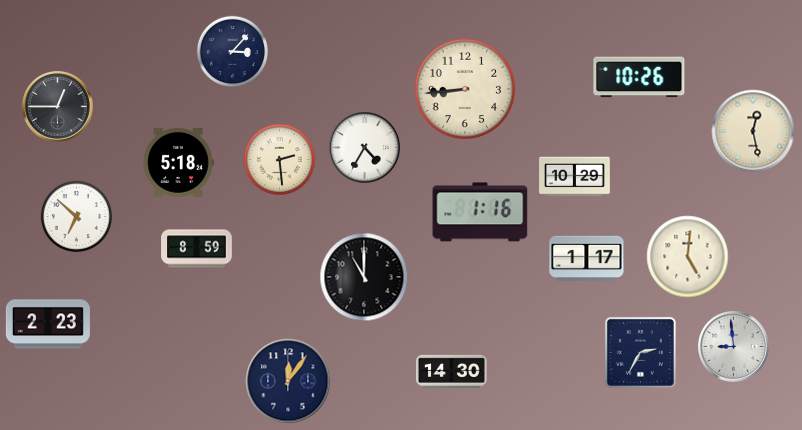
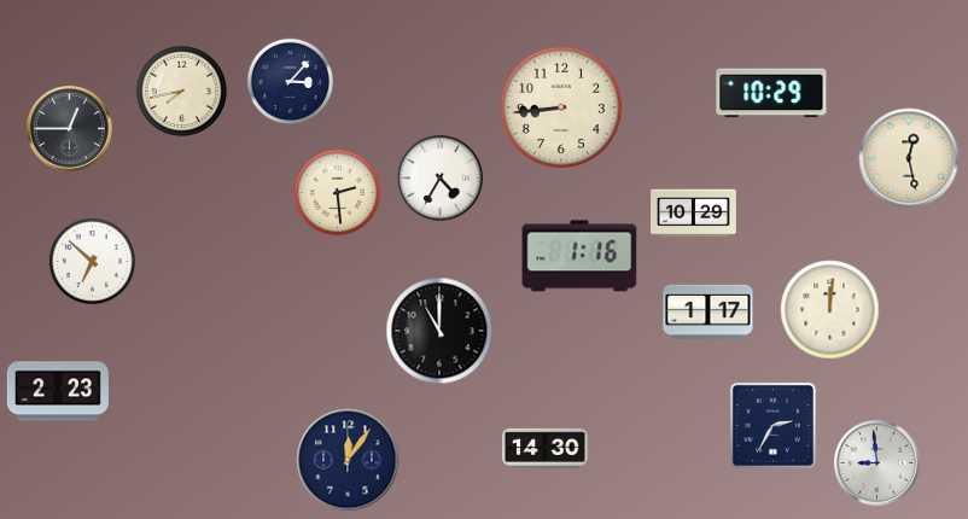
clock at (233, 52) position: (233, 52) -> (291, 82)
clock at (181, 91): none -> 7:43
clock at (639, 77): 10:26 -> 10:29
clock at (178, 162): 5:18 -> none
clock at (197, 249): 8:59 -> none
clock at (688, 257): 5:01 -> 12:01
clock at (364, 277) position: (364, 277) -> (439, 331)
clock at (734, 347) position: (734, 347) -> (877, 463)
